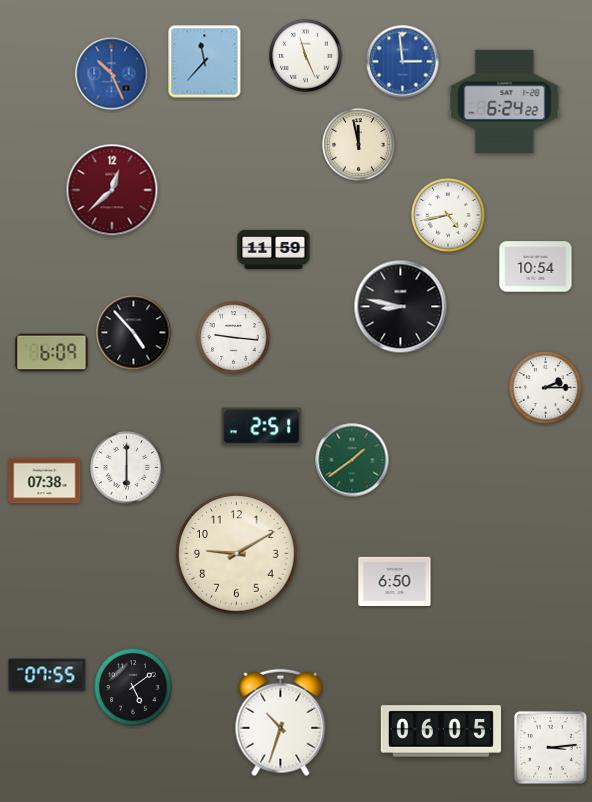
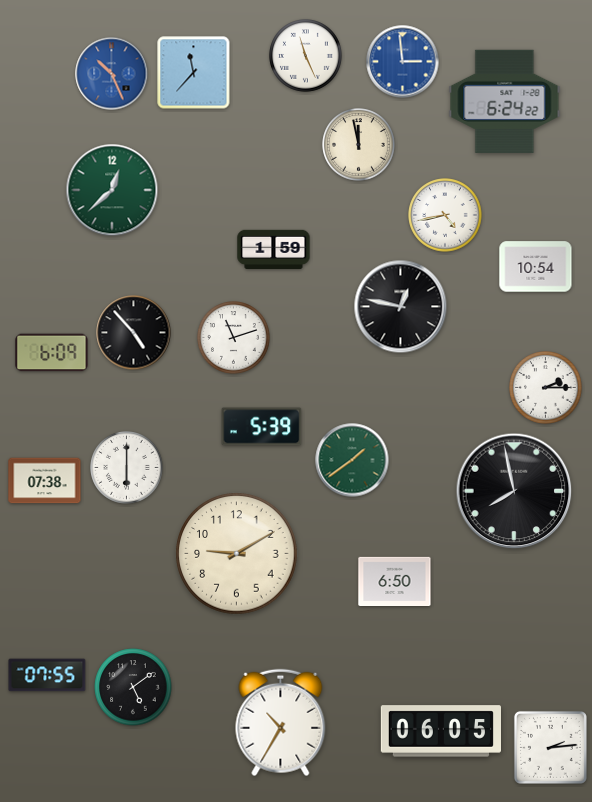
clock at (205, 62) position: (205, 62) -> (194, 73)
clock at (112, 190) dial: burgundy -> green
clock at (448, 215) position: (448, 215) -> (445, 215)
clock at (274, 249): 11:59 -> 1:59
clock at (401, 307): 8:47 -> 12:47
clock at (234, 338): 9:16 -> 11:12
clock at (262, 427): 2:51 -> 5:39
clock at (514, 491): none -> 7:58
clock at (281, 723): 10:33 -> 10:35
clock at (550, 747): 3:14 -> 2:14
